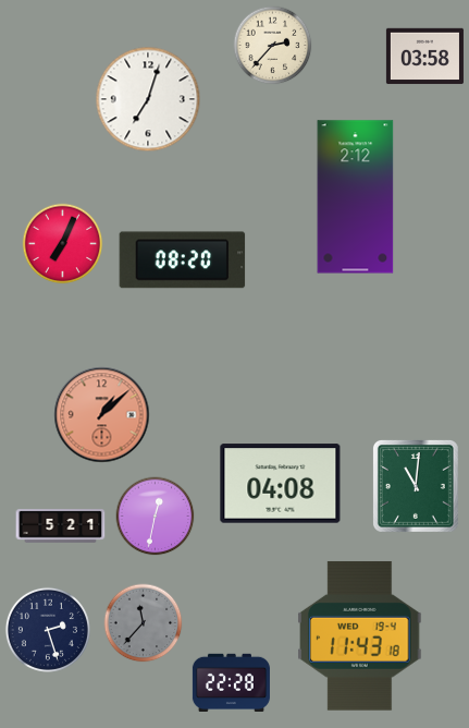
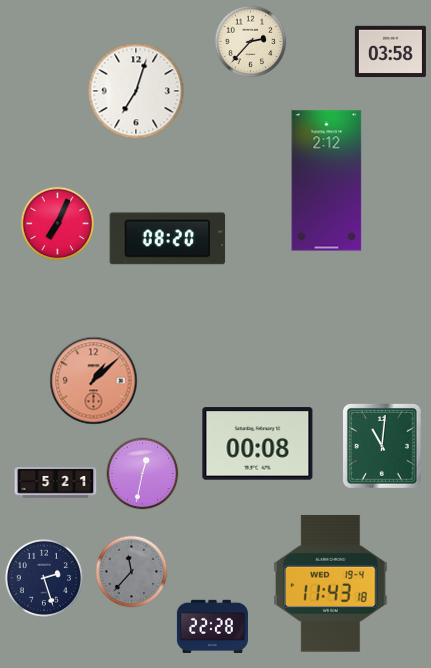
clock at (281, 484): 04:08 -> 00:08
